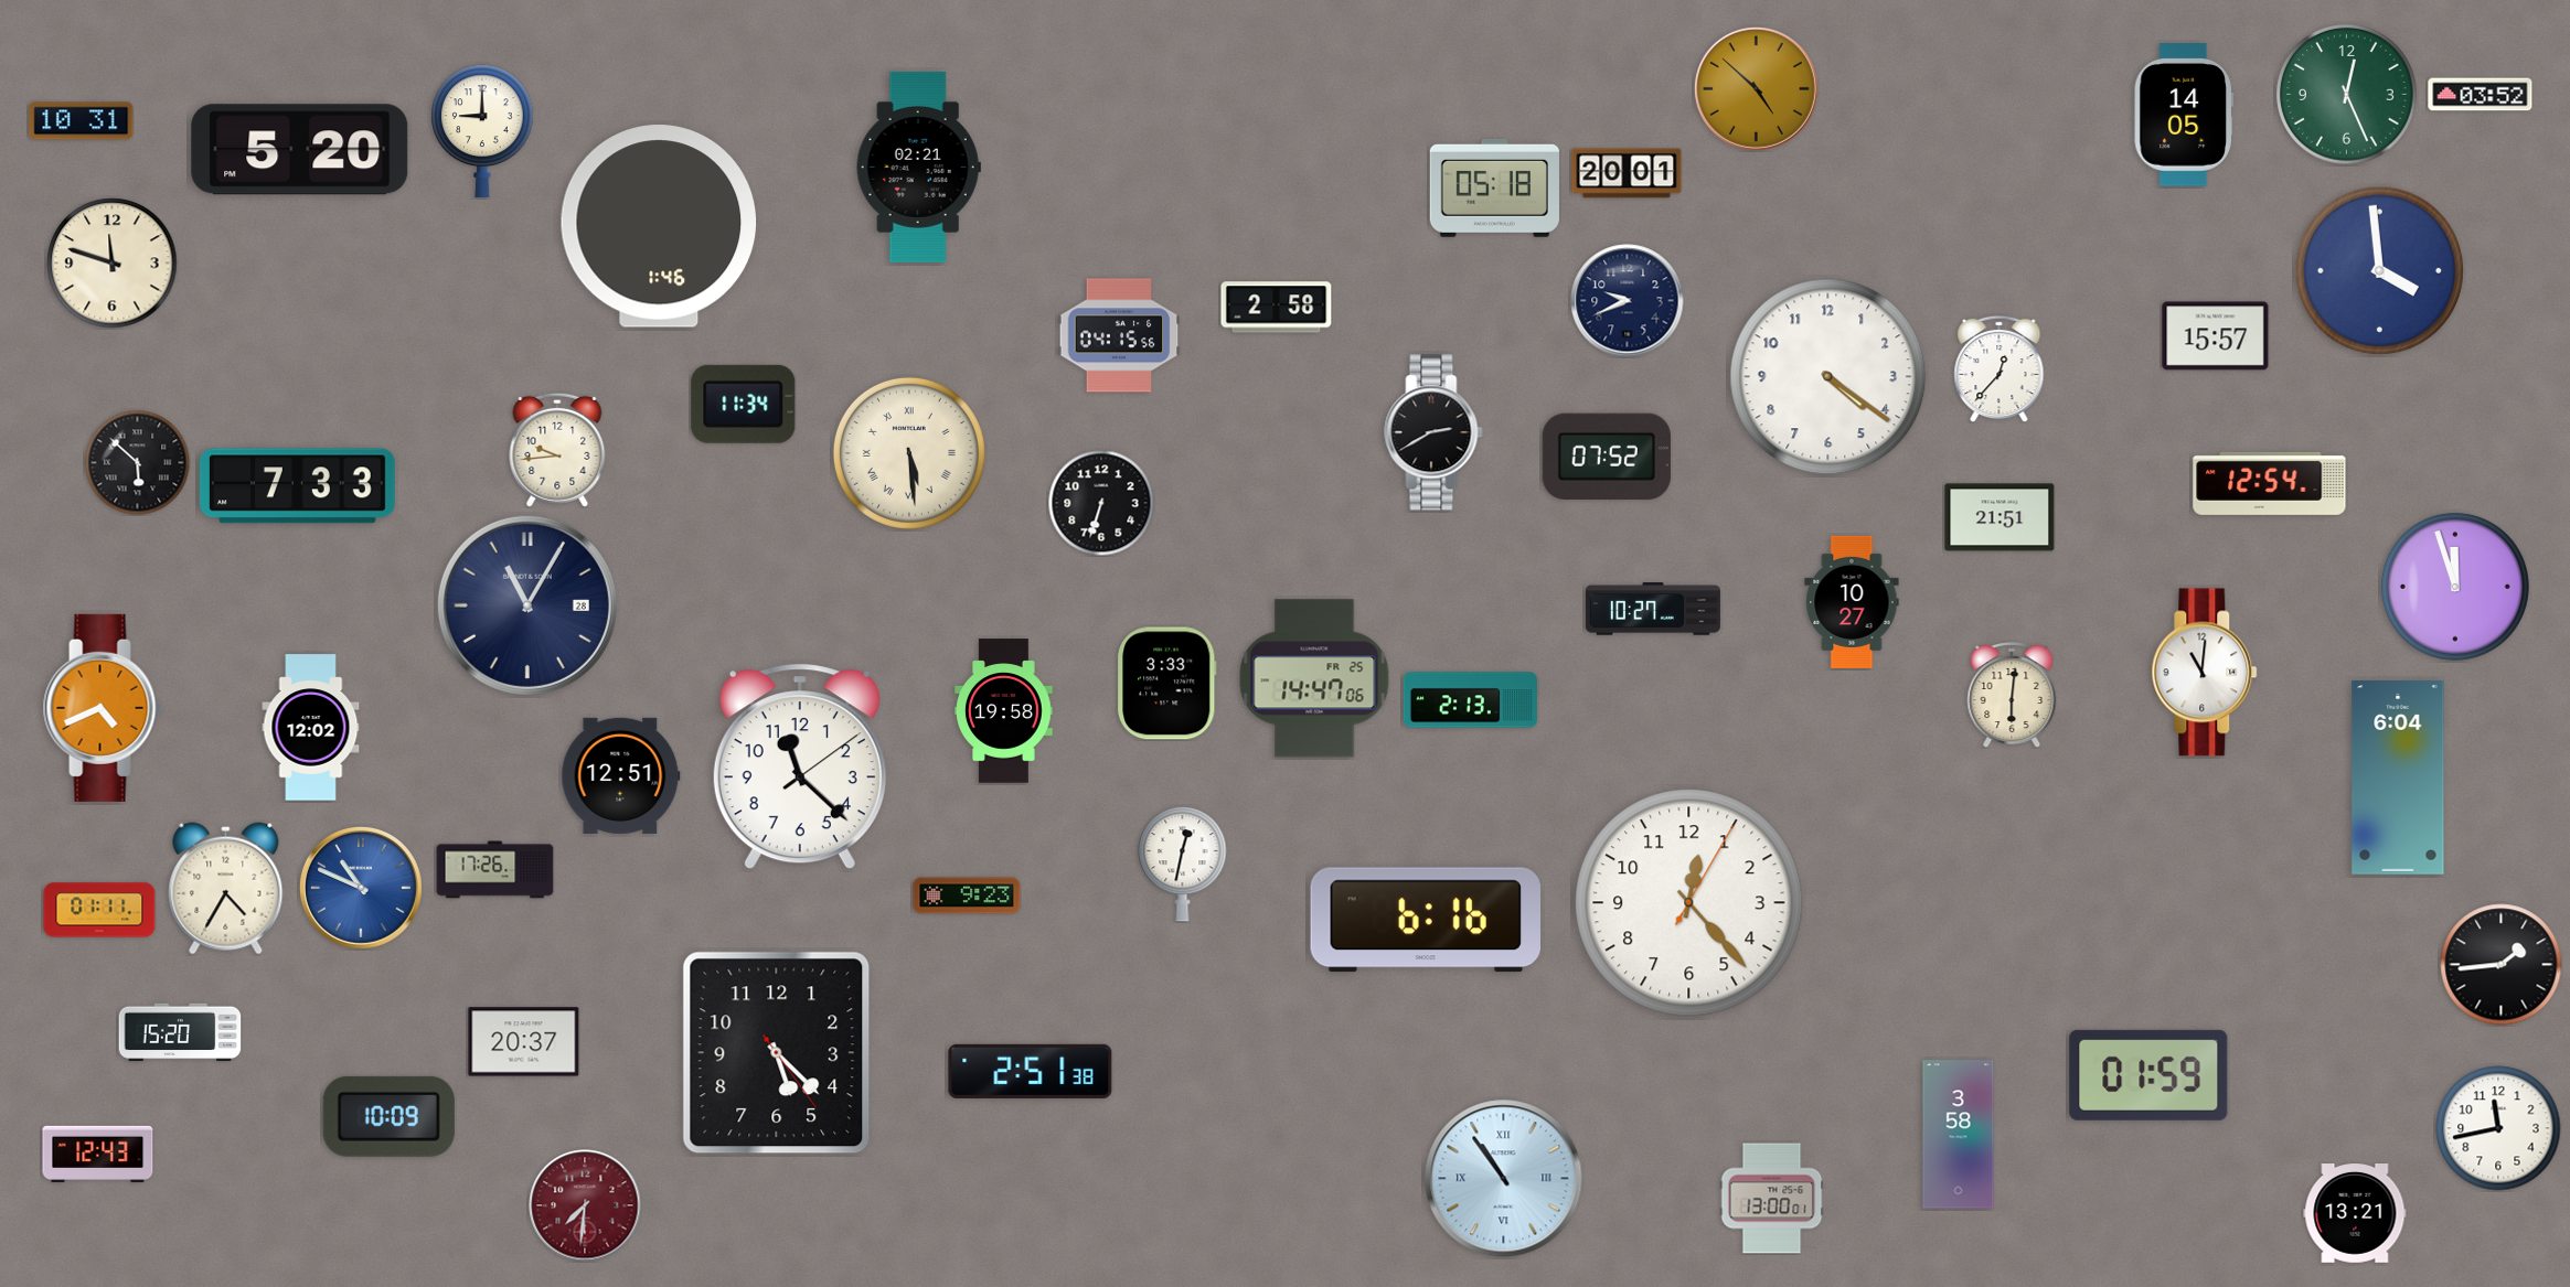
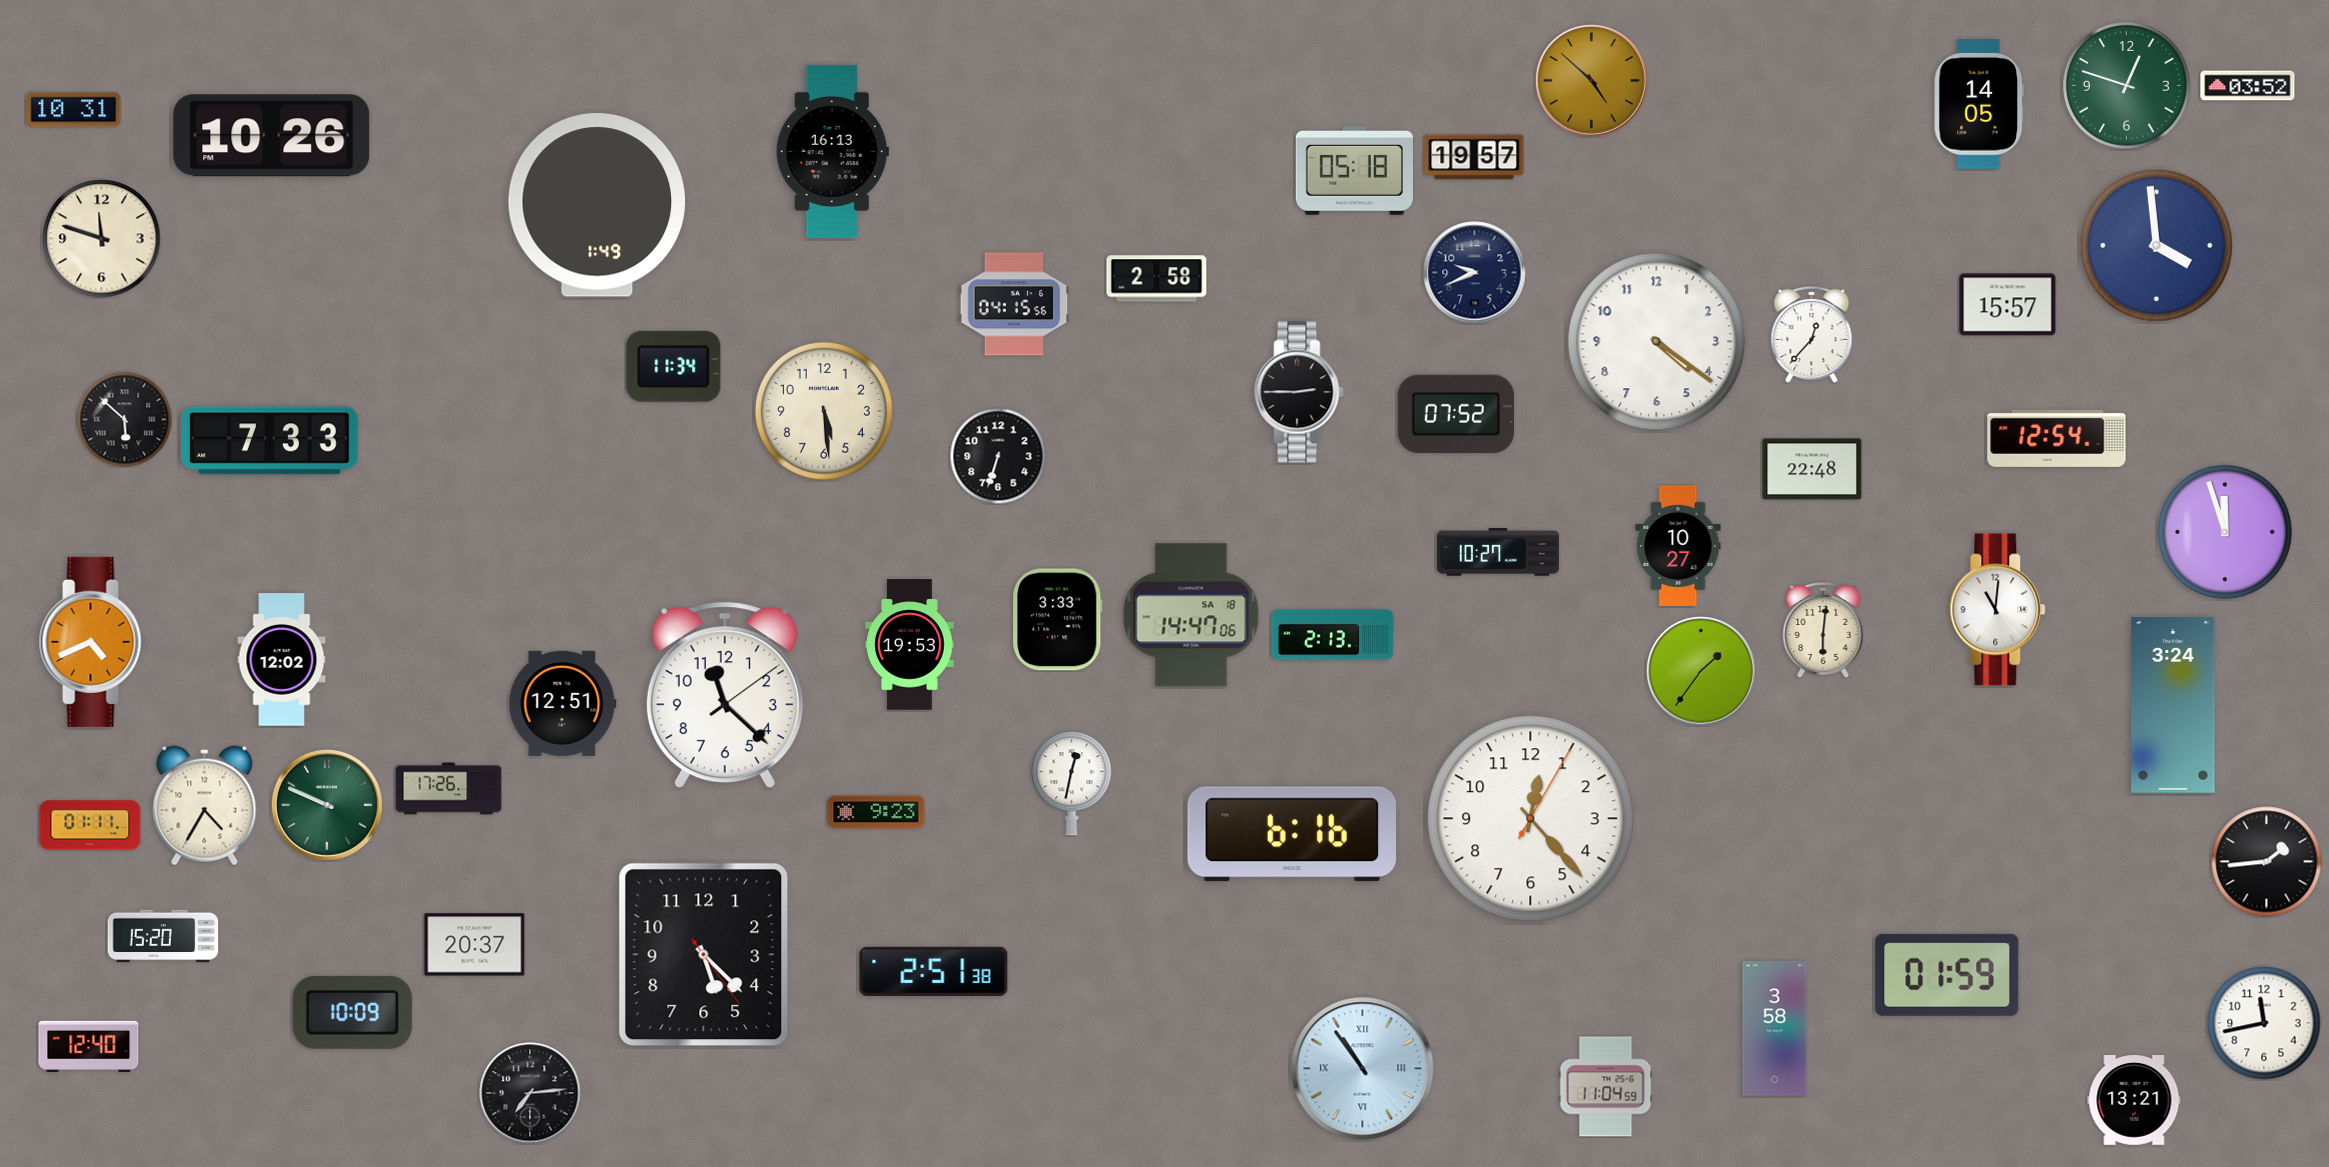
clock at (2347, 95): 12:26 -> 12:48
clock at (482, 131): 9:00 -> none
clock at (300, 150): 5:20 -> 10:26
clock at (918, 167): 02:21 -> 16:13
clock at (1627, 173): 20:01 -> 19:57
clock at (659, 226): 1:46 -> 1:49
clock at (1433, 432): 2:40 -> 2:45
clock at (557, 450): 9:44 -> none
clock at (909, 453) numerals: Roman -> Arabic
clock at (2000, 517): 21:51 -> 22:48
clock at (527, 605): 11:05 -> none
clock at (1314, 678) date: FR 25 -> SA 18
clock at (1004, 711): 19:58 -> 19:53
clock at (1702, 672): none -> 1:36
clock at (2398, 777): 6:04 -> 3:24
clock at (361, 888): 10:49 -> 9:49
clock at (361, 888) dial: blue -> green
clock at (2502, 965) position: (2502, 965) -> (2267, 862)
clock at (98, 1154): 12:43 -> 12:40
clock at (1772, 1199): 13:00 -> 11:04
clock at (585, 1205): 7:31 -> 7:14
clock at (585, 1205) dial: burgundy -> black
